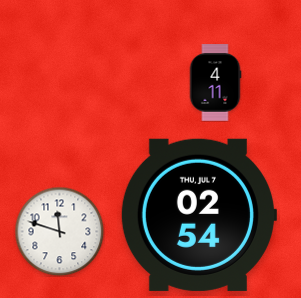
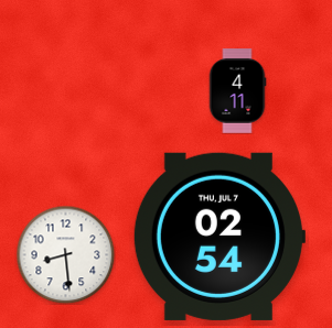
clock at (59, 231): 11:48 -> 8:29
